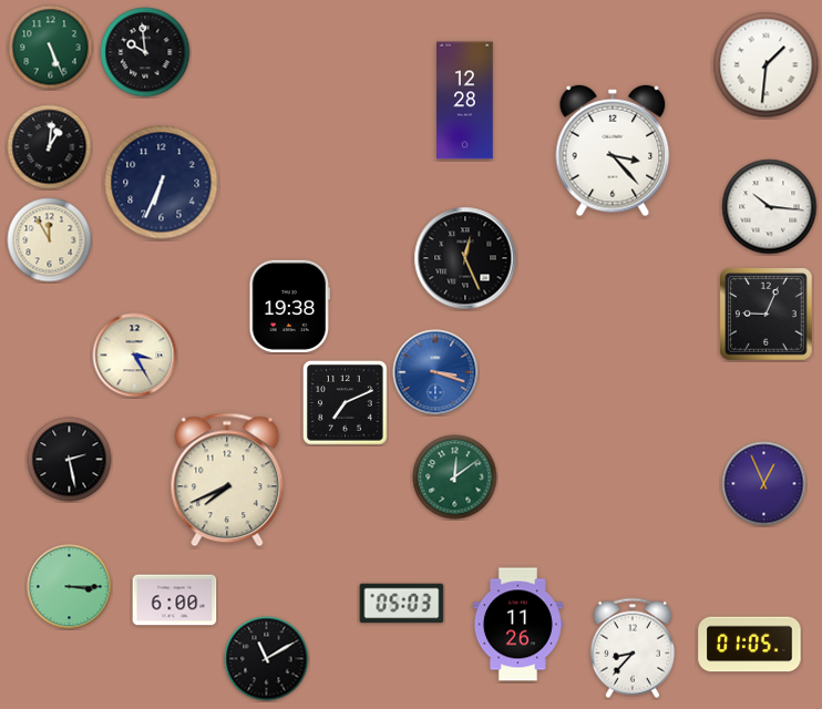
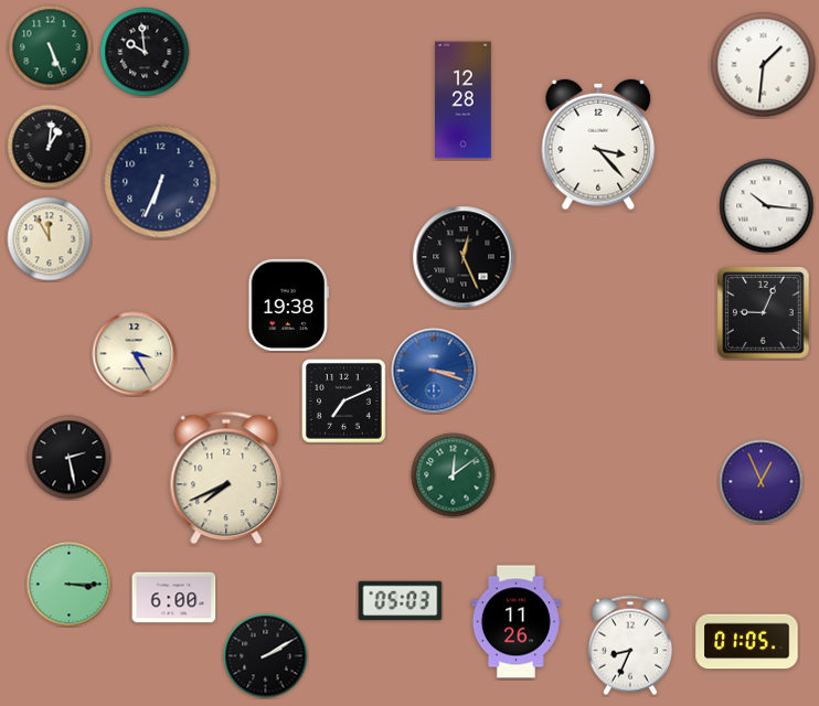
clock at (613, 151) position: (613, 151) -> (598, 145)
clock at (633, 648): 8:37 -> 8:34
clock at (267, 659): 11:10 -> 2:10
